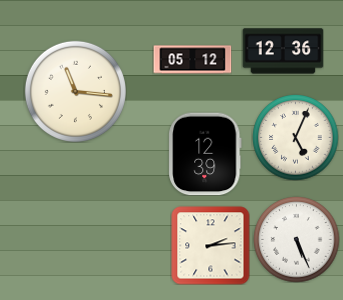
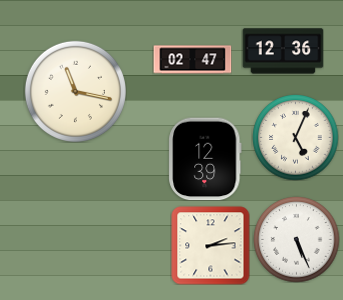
clock at (192, 60): 05:12 -> 02:47
clock at (75, 91): 11:16 -> 11:17
clock at (205, 154) position: (205, 154) -> (205, 159)
